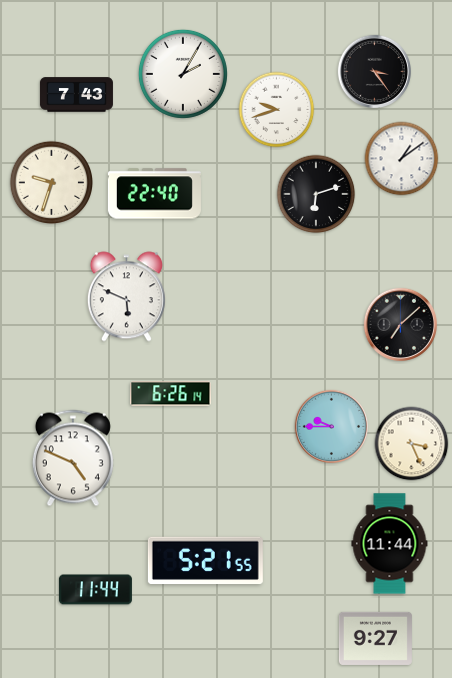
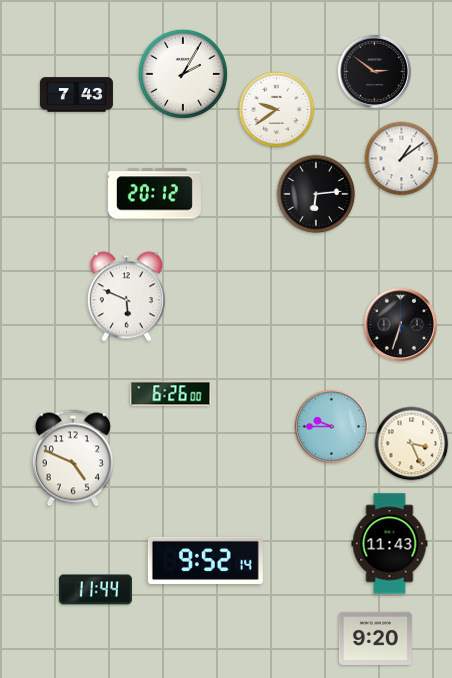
clock at (374, 71): 3:24 -> 2:51
clock at (277, 110): 9:42 -> 9:39
clock at (51, 182): 9:33 -> none
clock at (154, 194): 22:40 -> 20:12
clock at (316, 194): 6:12 -> 6:14
clock at (400, 324): 7:08 -> 6:33
clock at (171, 394): 6:26:14 -> 6:26:00
clock at (390, 544): 11:44 -> 11:43
clock at (205, 561): 5:21 -> 9:52
clock at (375, 638): 9:27 -> 9:20
